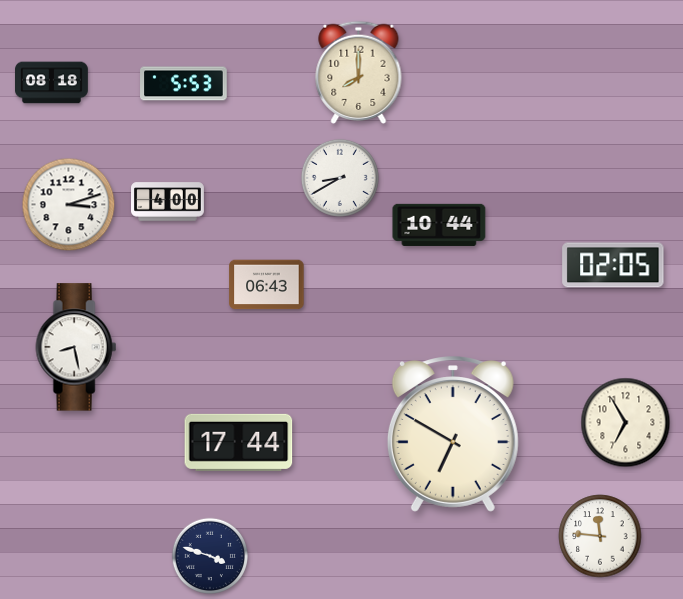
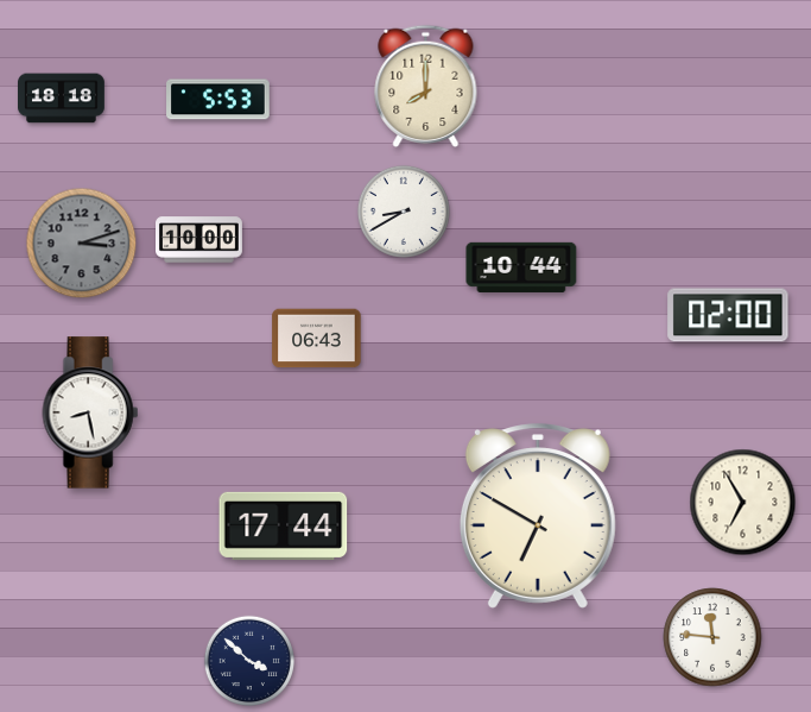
clock at (52, 83): 08:18 -> 18:18
clock at (168, 202): 4:00 -> 10:00
clock at (69, 205) dial: white -> grey
clock at (613, 265): 02:05 -> 02:00
clock at (209, 555): 3:48 -> 3:52
